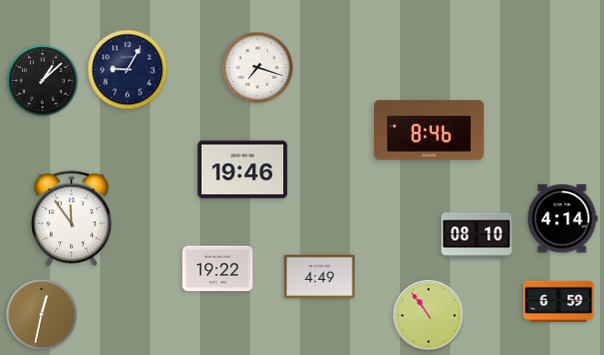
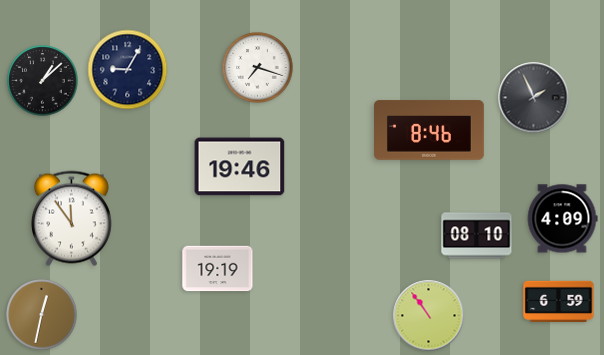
clock at (534, 98): none -> 1:56
clock at (243, 170) position: (243, 170) -> (240, 167)
clock at (562, 219): 4:14 -> 4:09
clock at (218, 269): 19:22 -> 19:19
clock at (320, 277): 4:49 -> none
